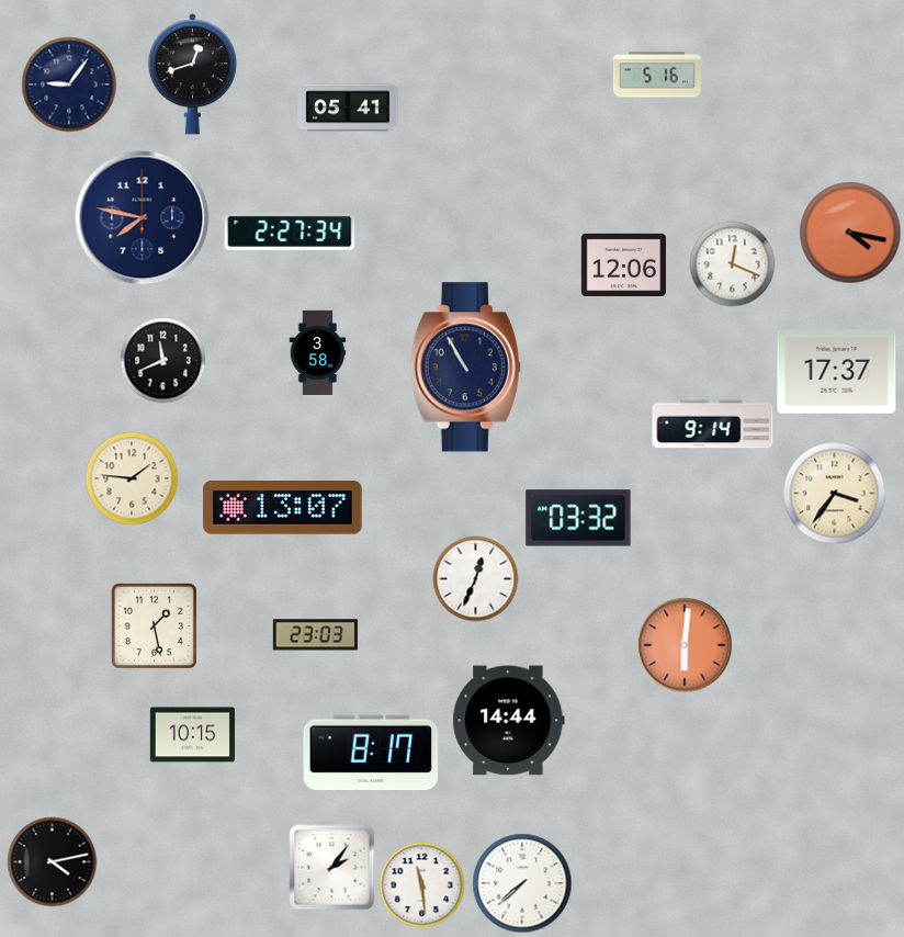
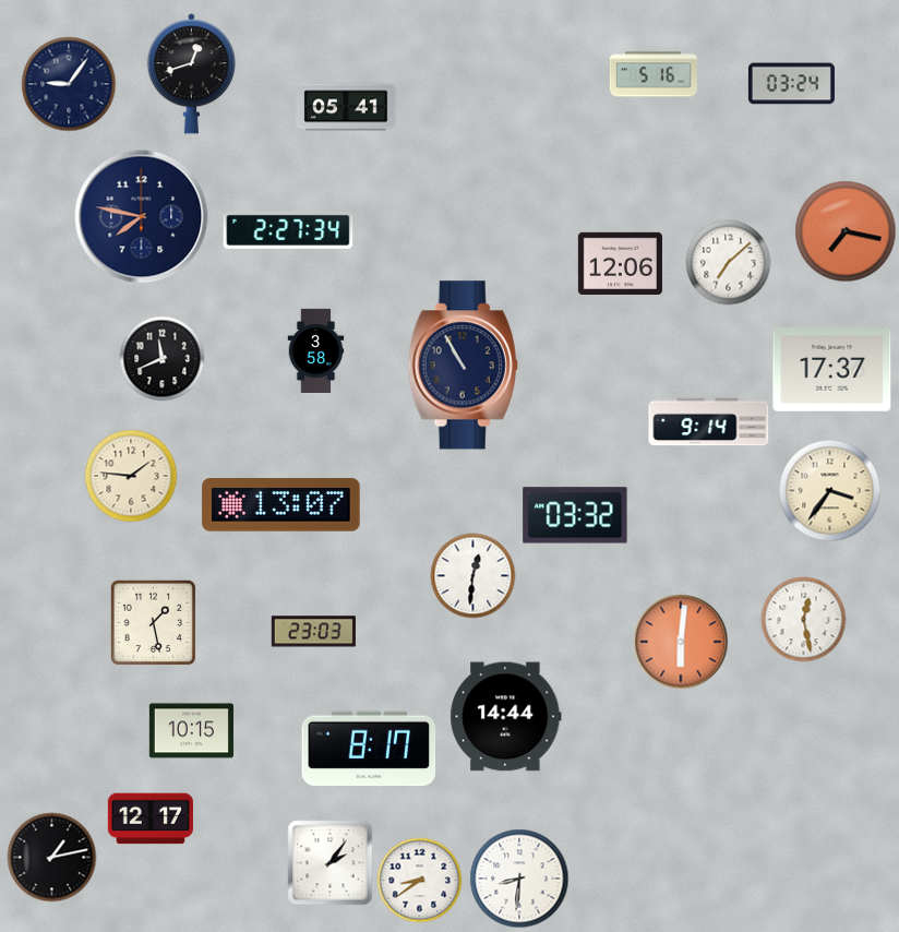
clock at (791, 84): none -> 03:24
clock at (850, 233): 4:17 -> 7:17
clock at (732, 263): 12:19 -> 7:08
clock at (475, 578): 12:34 -> 12:31
clock at (803, 619): none -> 12:28
clock at (151, 819): none -> 12:17
clock at (52, 861): 4:13 -> 1:13
clock at (522, 883): 7:38 -> 8:31
clock at (421, 884): 11:29 -> 8:39
